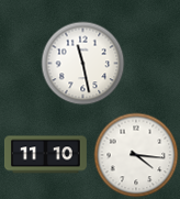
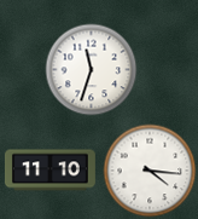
clock at (83, 64): 11:28 -> 11:33
